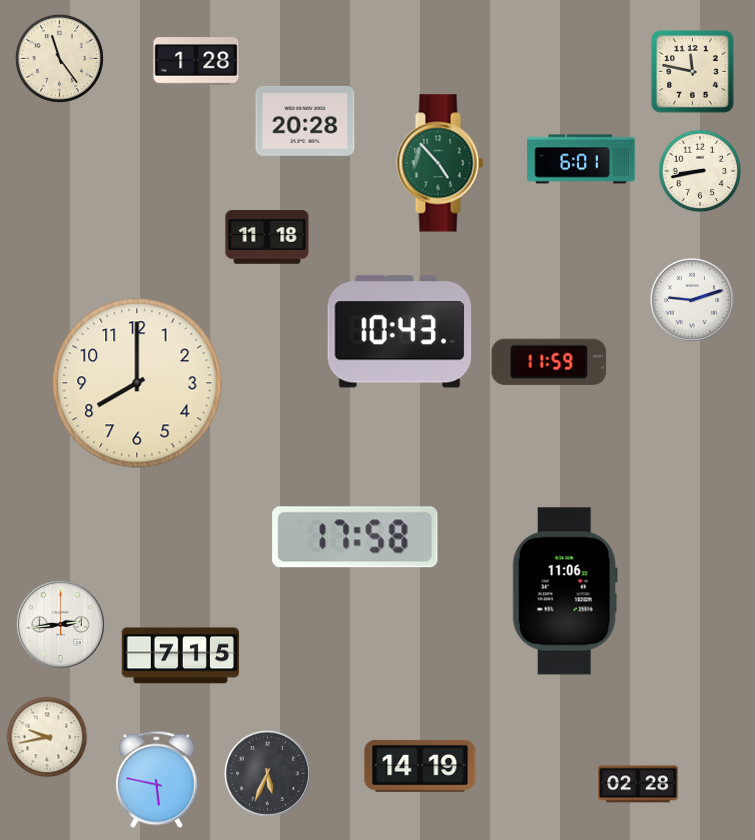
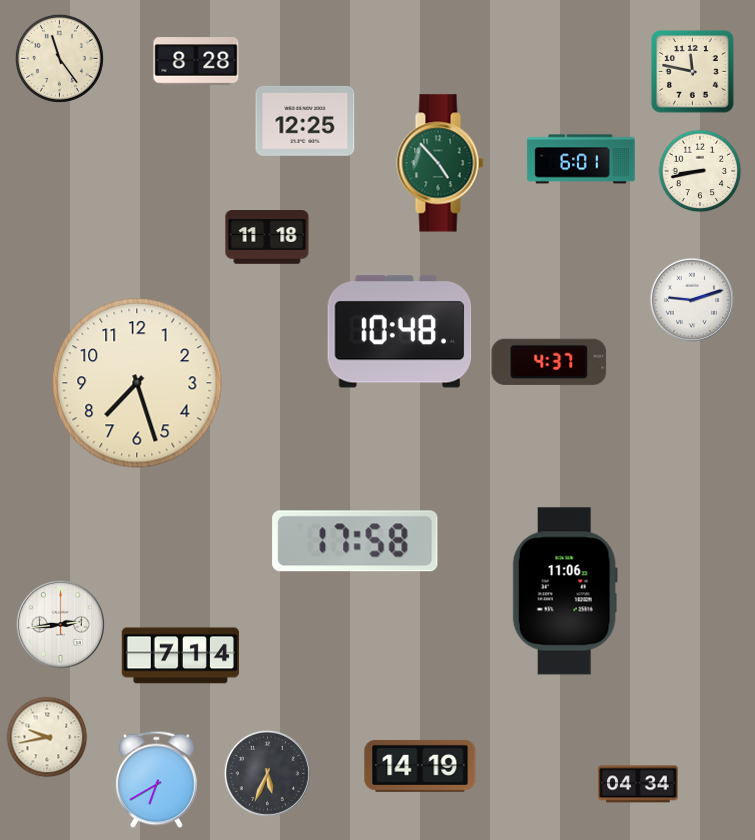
clock at (196, 61): 1:28 -> 8:28
clock at (305, 121): 20:28 -> 12:25
clock at (400, 332): 10:43 -> 10:48
clock at (549, 362): 11:59 -> 4:37
clock at (137, 383): 8:00 -> 7:27
clock at (355, 537) position: (355, 537) -> (355, 541)
clock at (180, 656): 7:15 -> 7:14
clock at (157, 780): 5:47 -> 6:40
clock at (638, 784): 02:28 -> 04:34
